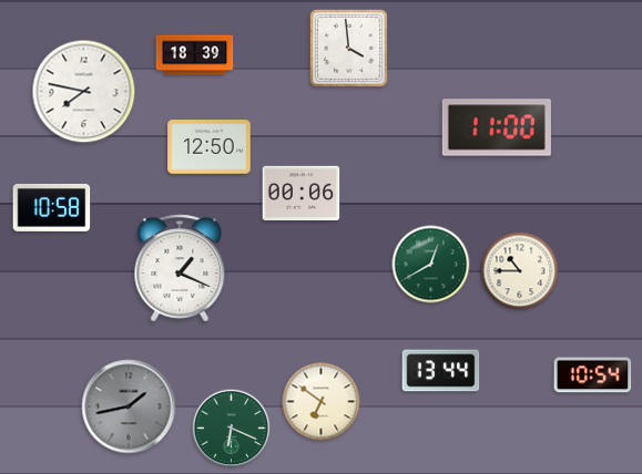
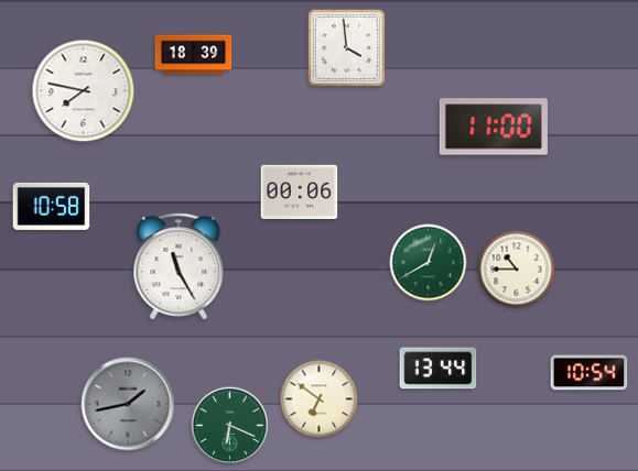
clock at (210, 147): 12:50 -> none
clock at (180, 268): 1:19 -> 11:25
